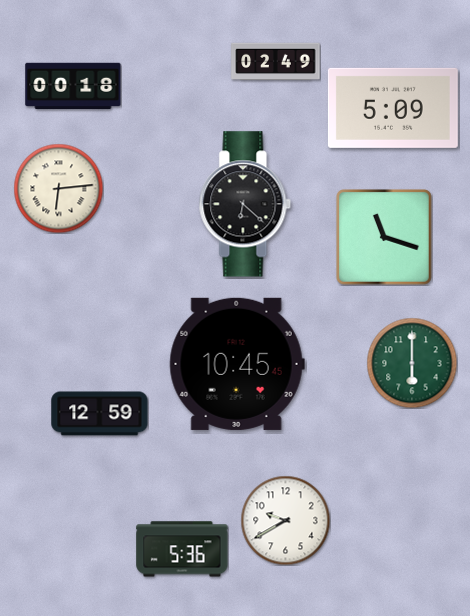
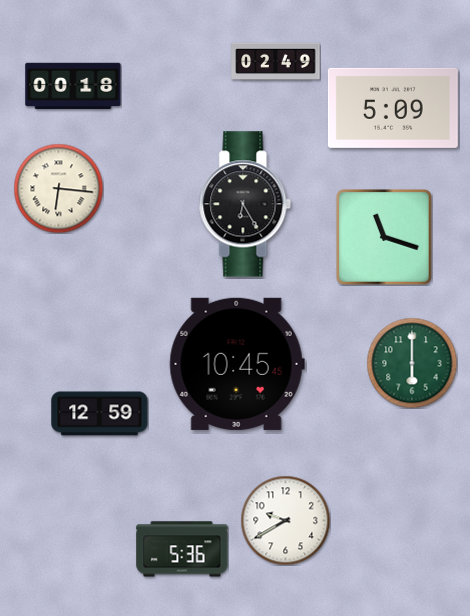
clock at (58, 188): 6:14 -> 6:16
clock at (245, 204): 6:22 -> 6:25
